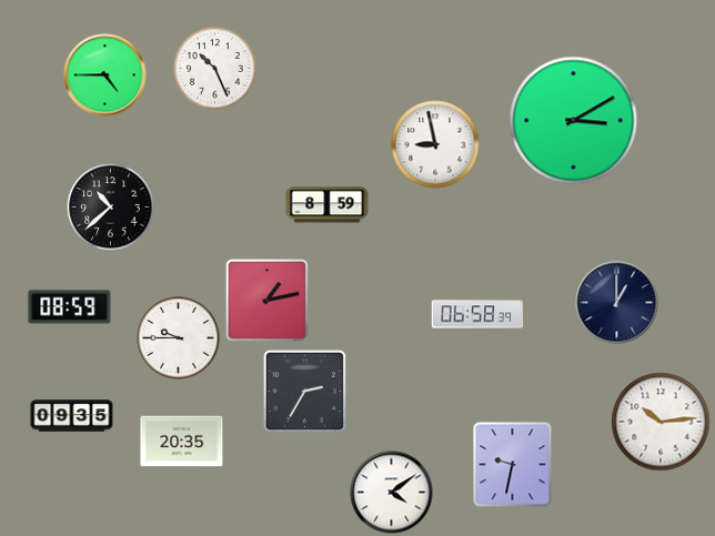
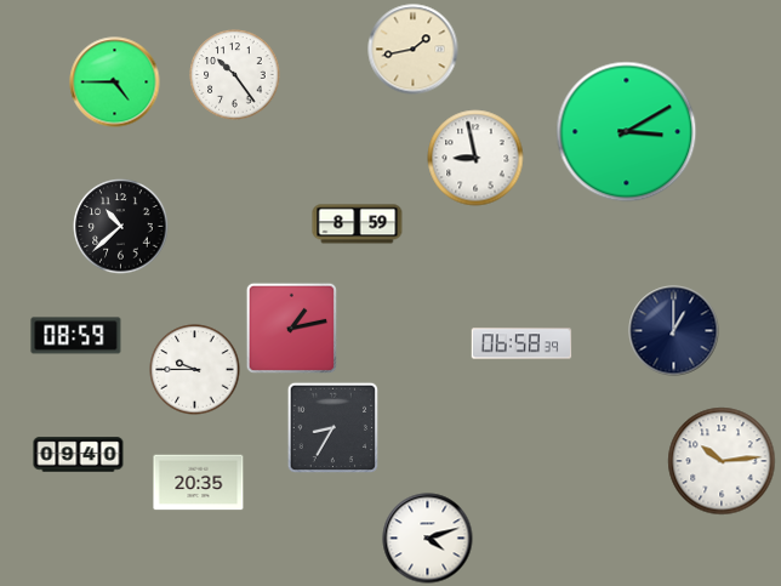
clock at (414, 50): none -> 1:43
clock at (215, 69): 10:26 -> 10:24
clock at (304, 391): 2:35 -> 8:35
clock at (72, 416): 09:35 -> 09:40
clock at (513, 465): 9:32 -> none
clock at (392, 493): 4:09 -> 4:12
